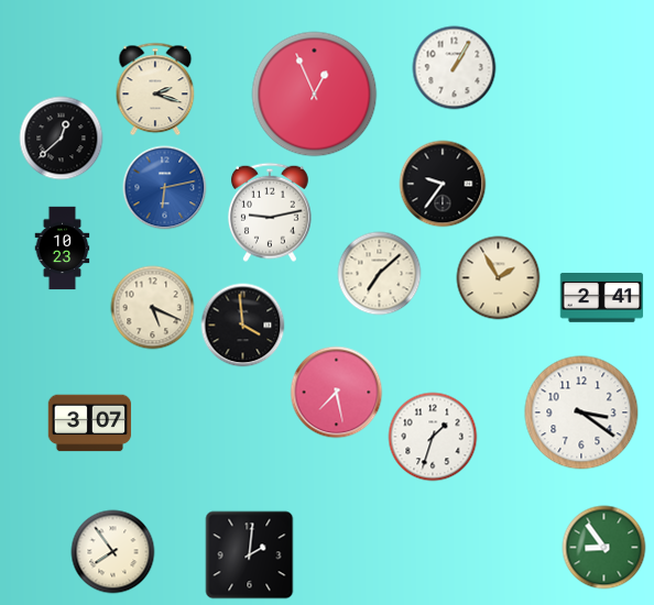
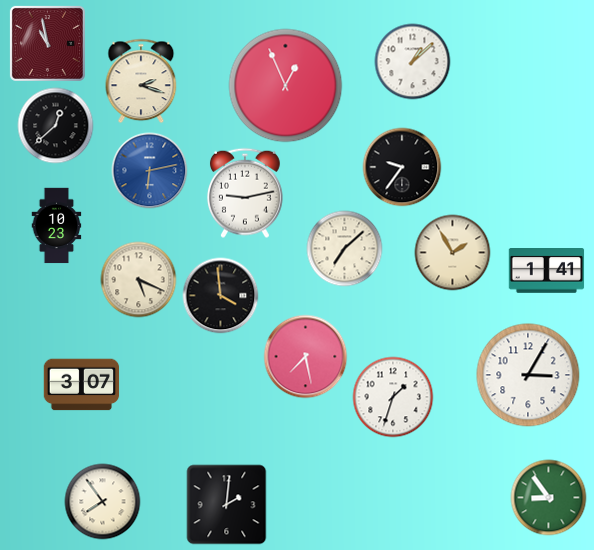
clock at (47, 43): none -> 10:58
clock at (455, 68): 1:05 -> 1:08
clock at (602, 298): 2:41 -> 1:41
clock at (581, 413): 3:21 -> 3:05
